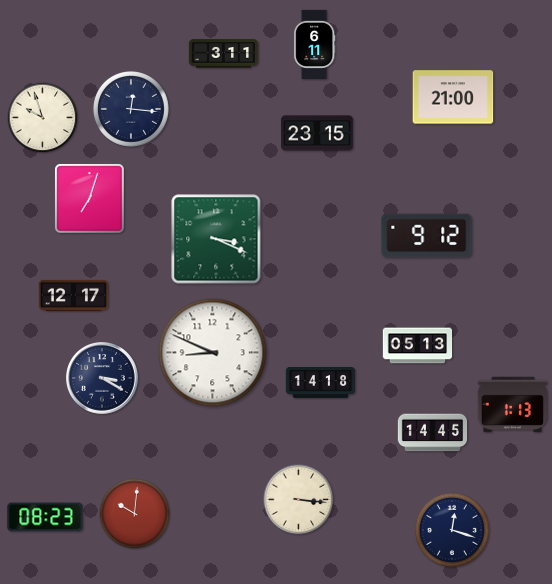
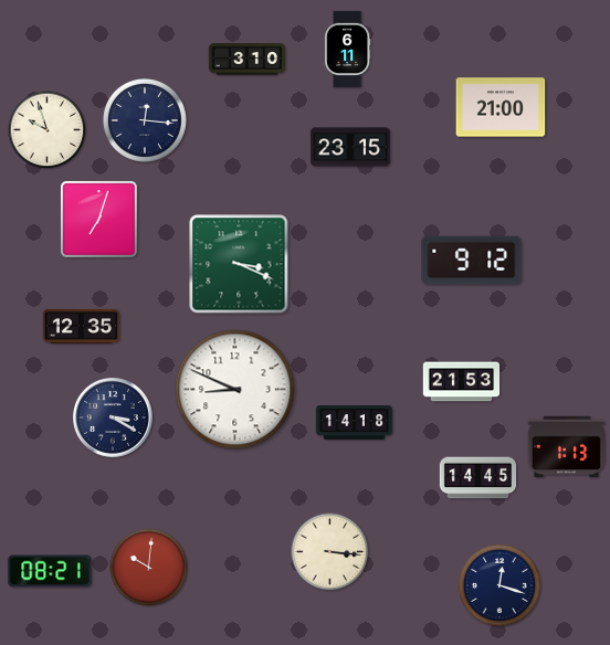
clock at (224, 54): 3:11 -> 3:10
clock at (74, 295): 12:17 -> 12:35
clock at (418, 346): 05:13 -> 21:53
clock at (45, 517): 08:23 -> 08:21
